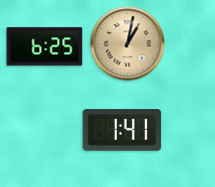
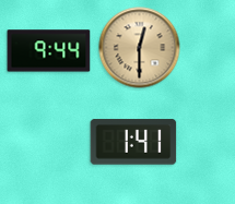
clock at (128, 44): 1:02 -> 12:30
clock at (45, 47): 6:25 -> 9:44
